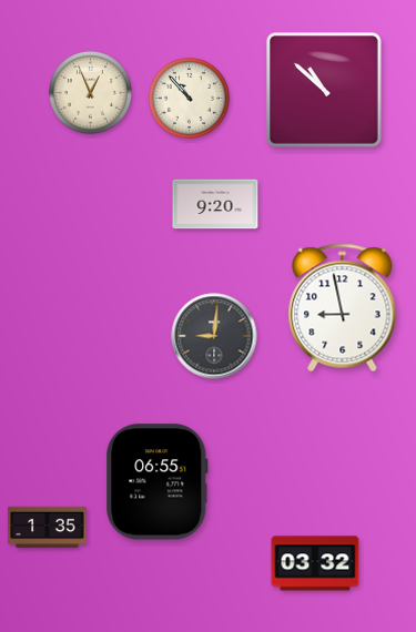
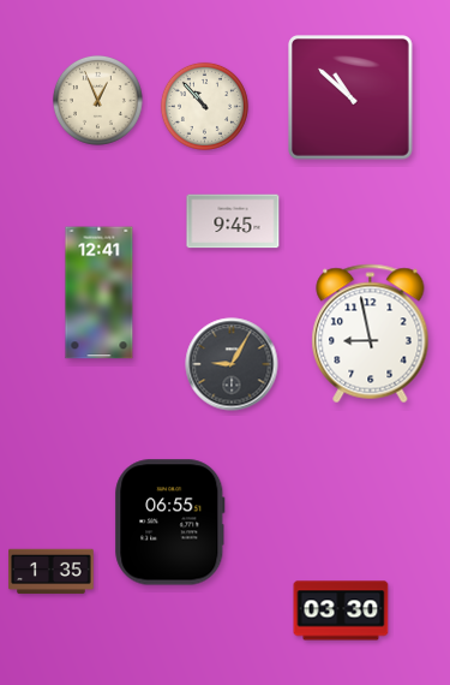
clock at (215, 204): 9:20 -> 9:45
clock at (100, 293): none -> 12:41
clock at (214, 336): 9:01 -> 9:05
clock at (315, 563): 03:32 -> 03:30
